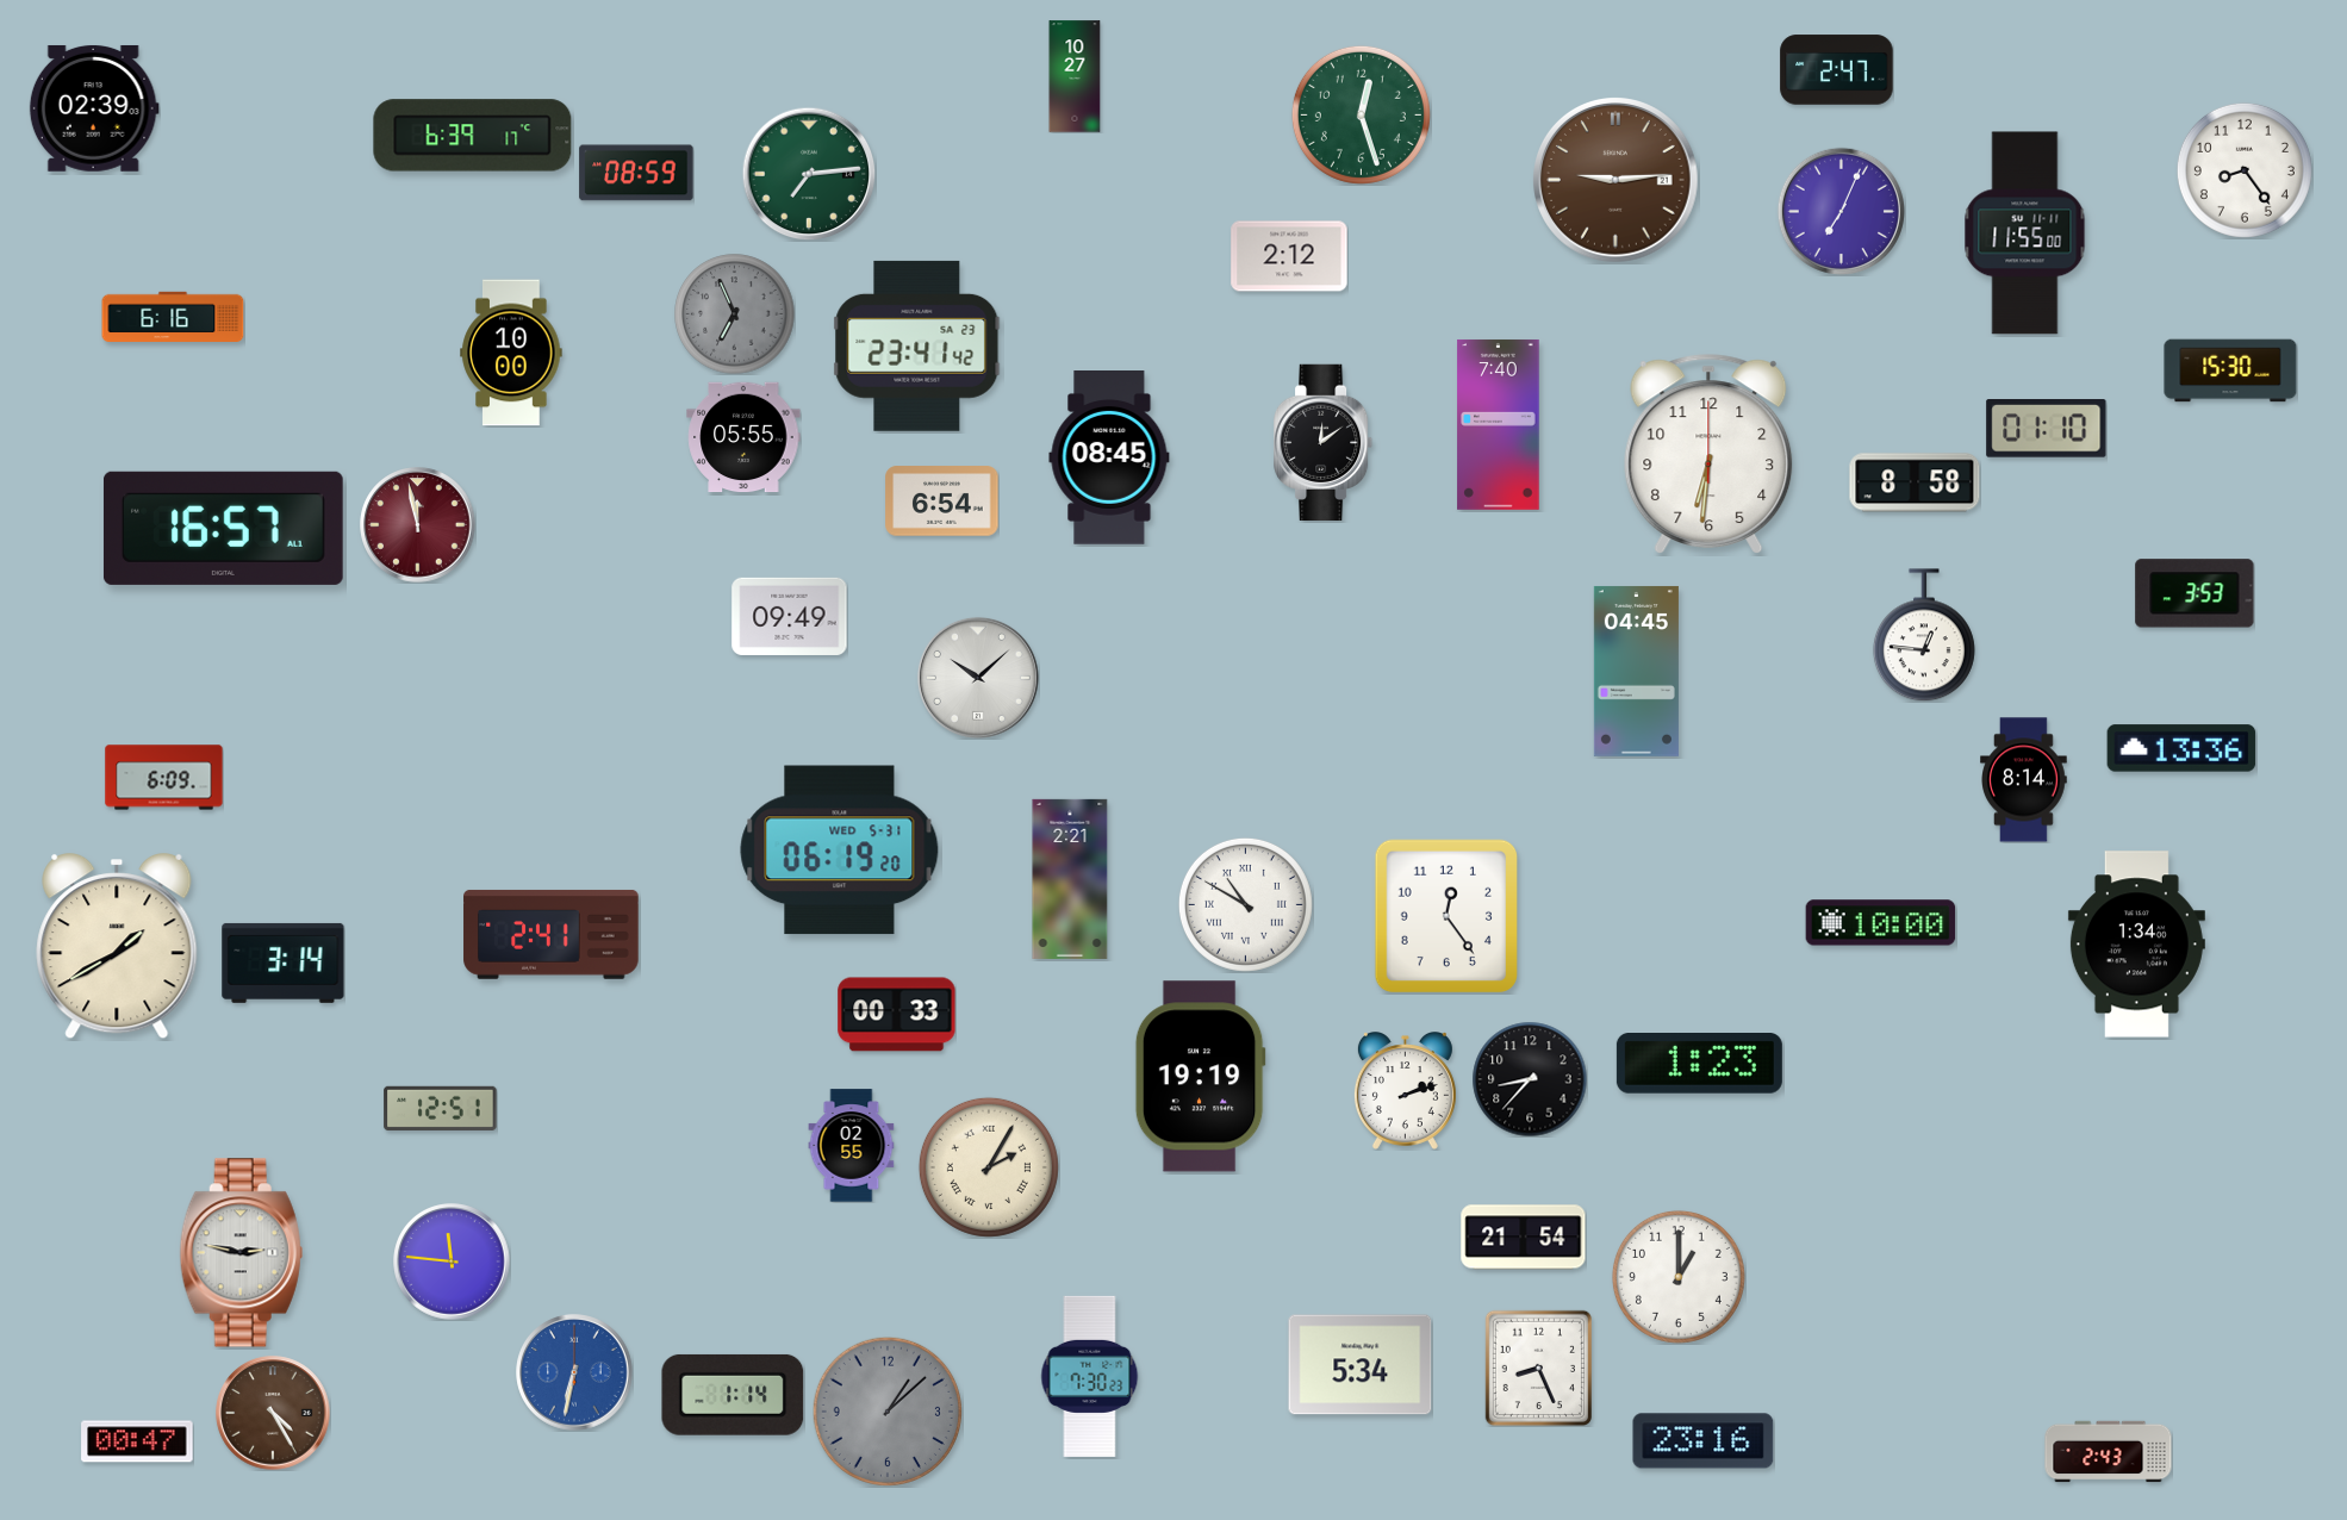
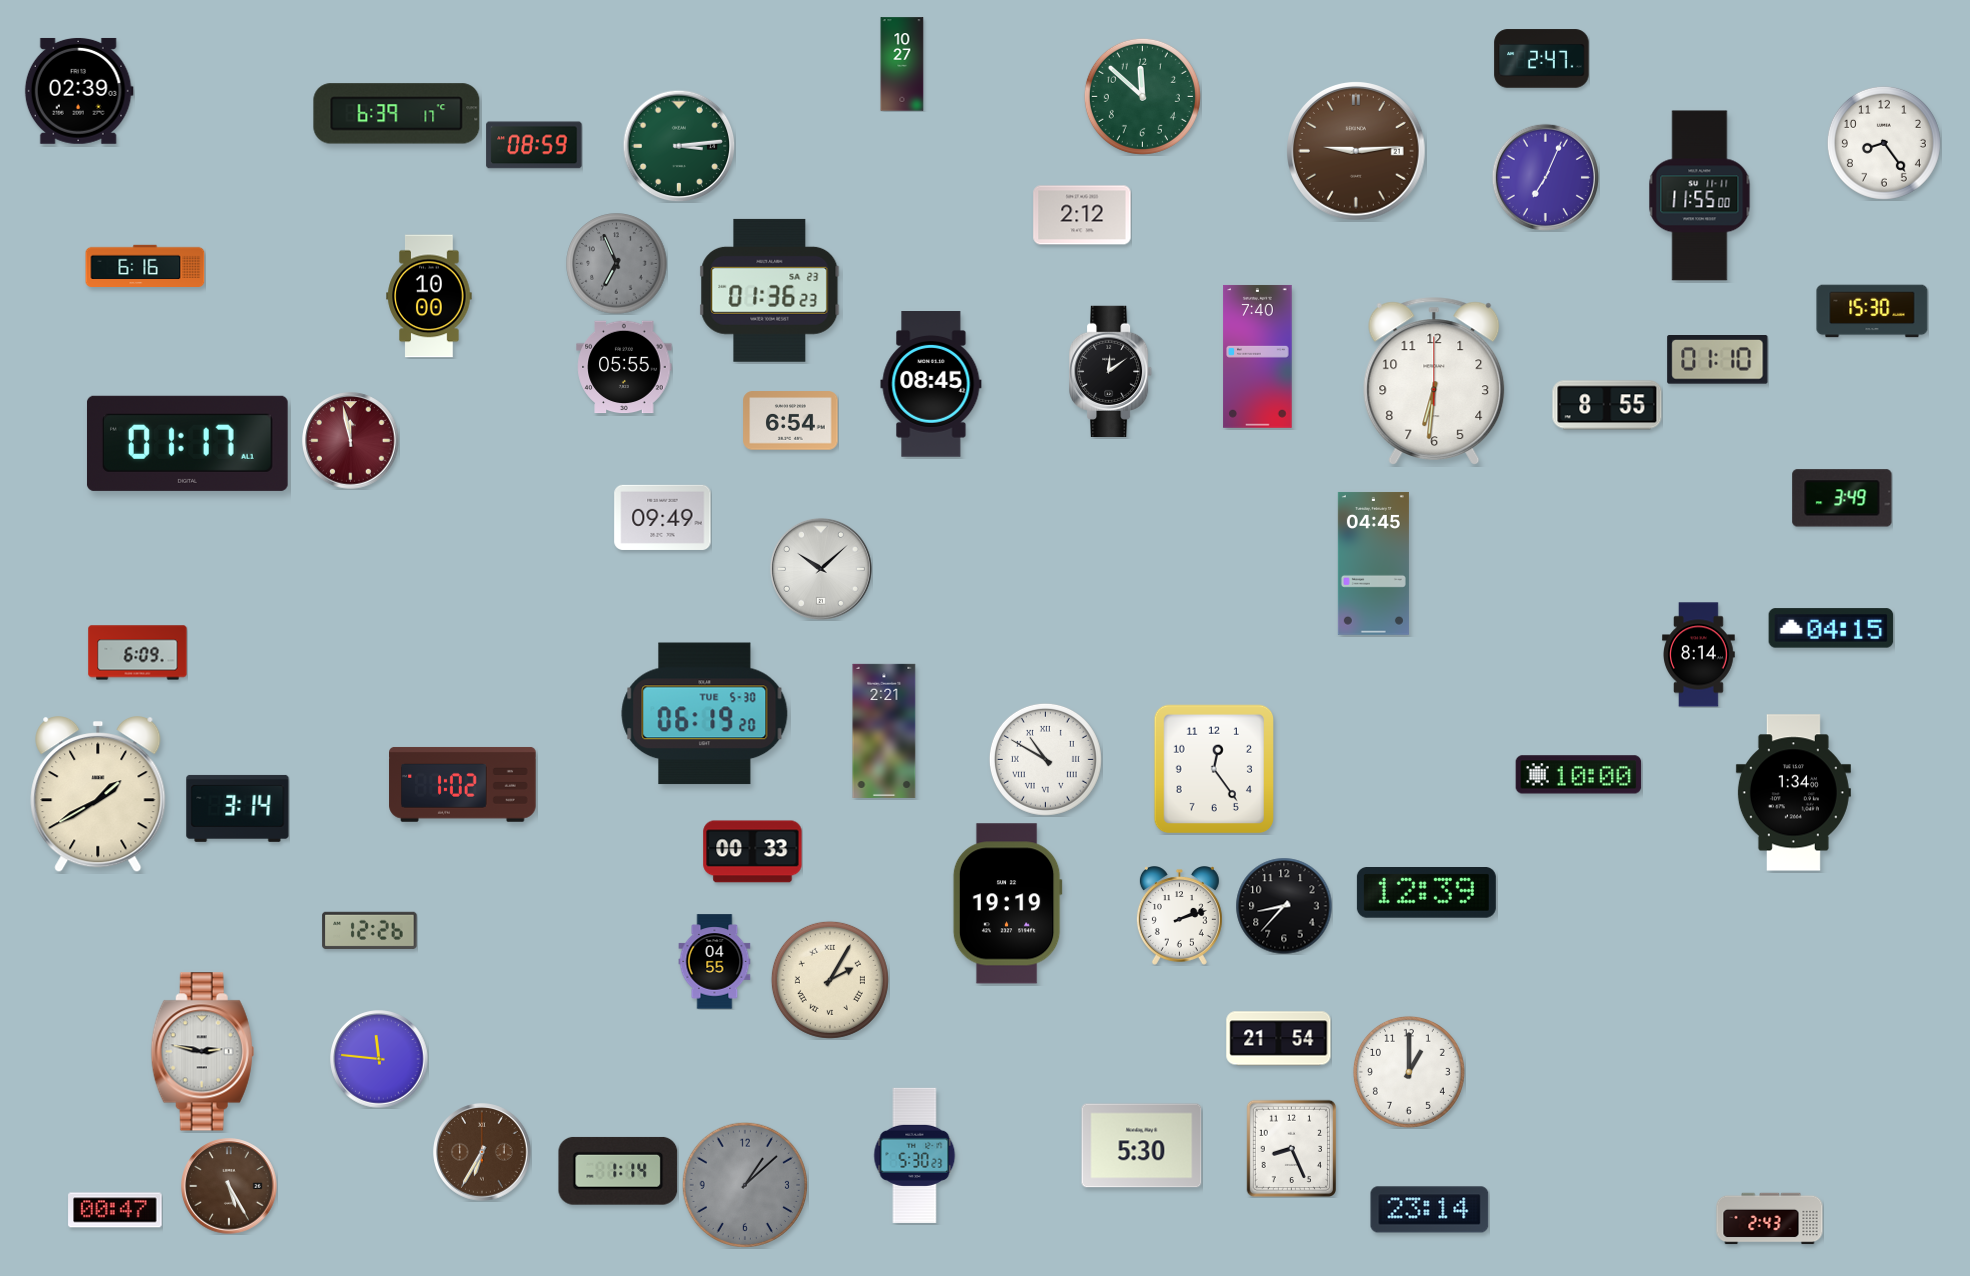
clock at (1361, 114): 12:27 -> 11:52
clock at (809, 174): 7:14 -> 3:14
clock at (917, 345): 23:41 -> 01:36
clock at (1915, 482): 8:58 -> 8:55
clock at (223, 528): 16:57 -> 01:17
clock at (2195, 593): 3:53 -> 3:49
clock at (1924, 635): 12:46 -> none
clock at (2181, 748): 13:36 -> 04:15
clock at (840, 851) date: WED 5-31 -> TUE 5-30
clock at (1070, 879) position: (1070, 879) -> (884, 731)
clock at (552, 934): 2:41 -> 1:02
clock at (1699, 1064): 1:23 -> 12:39
clock at (441, 1108): 12:51 -> 12:26
clock at (852, 1146): 02:55 -> 04:55
clock at (1361, 1365): 5:34 -> 5:30
clock at (574, 1372): 6:32 -> 6:35
clock at (574, 1372) dial: blue -> brown
clock at (1090, 1376): 7:30 -> 5:30
clock at (733, 1395) position: (733, 1395) -> (618, 1171)
clock at (273, 1413): 4:25 -> 5:25
clock at (1704, 1441): 23:16 -> 23:14
